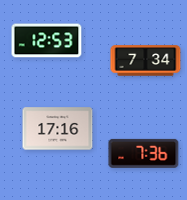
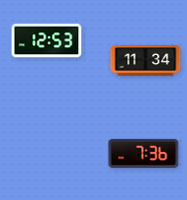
clock at (146, 61): 7:34 -> 11:34
clock at (58, 129): 17:16 -> none
